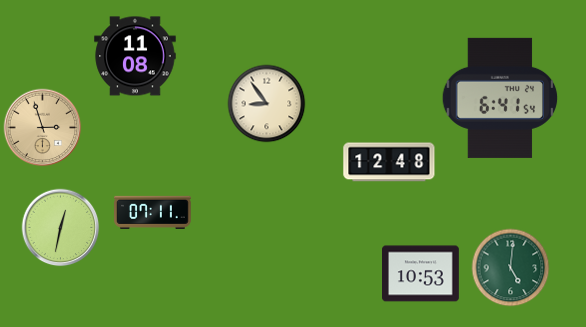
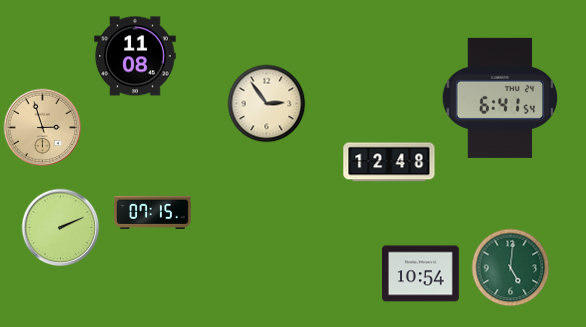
clock at (266, 103): 8:54 -> 2:54
clock at (153, 212): 07:11 -> 07:15
clock at (60, 227): 12:32 -> 2:11
clock at (421, 274): 10:53 -> 10:54
